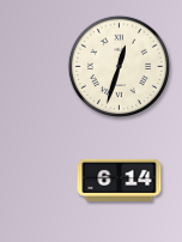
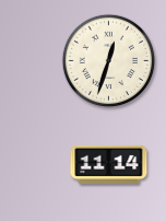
clock at (120, 180): 6:14 -> 11:14
